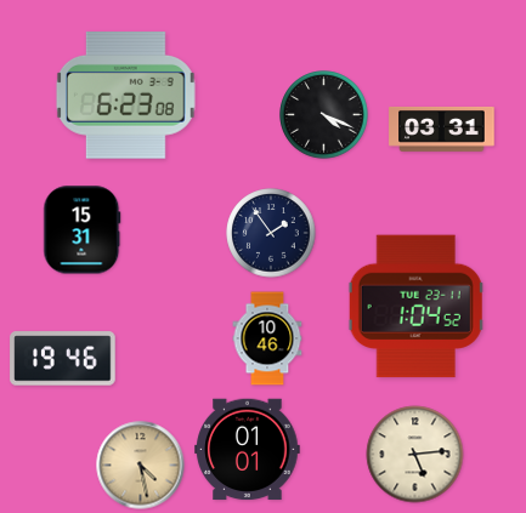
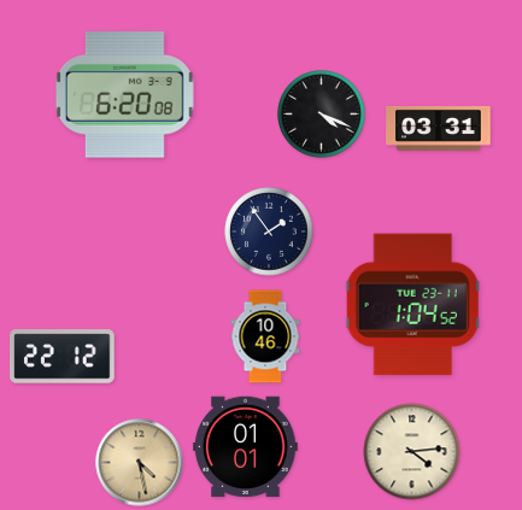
clock at (125, 96): 6:23 -> 6:20
clock at (83, 230): 15:31 -> none
clock at (63, 359): 19:46 -> 22:12
clock at (415, 455): 5:14 -> 4:14
